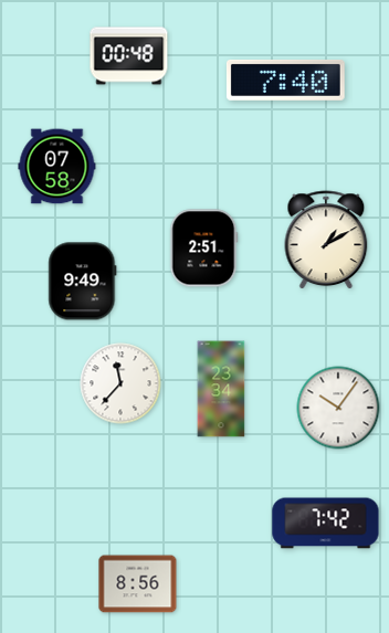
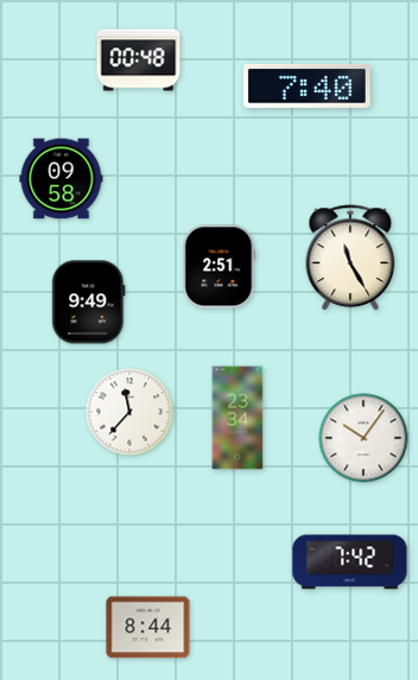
clock at (57, 167): 07:58 -> 09:58
clock at (326, 240): 1:10 -> 11:25
clock at (138, 584): 8:56 -> 8:44
